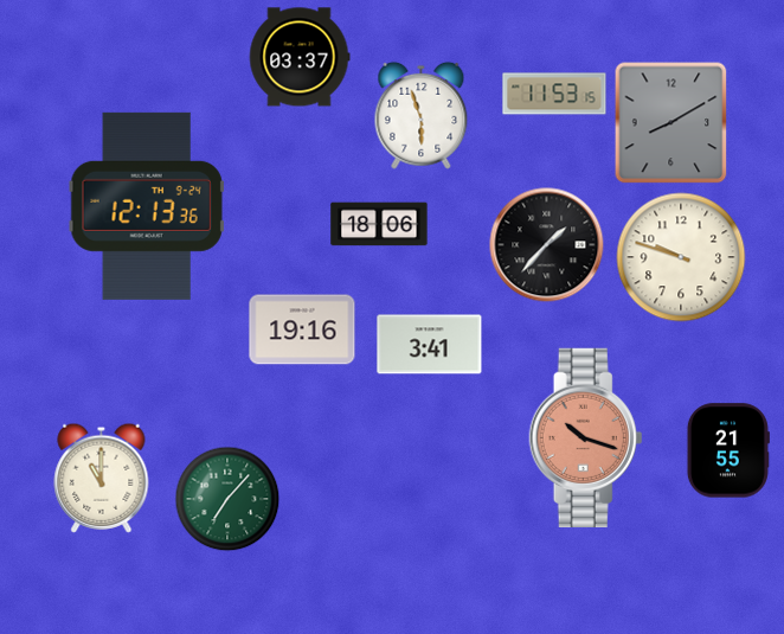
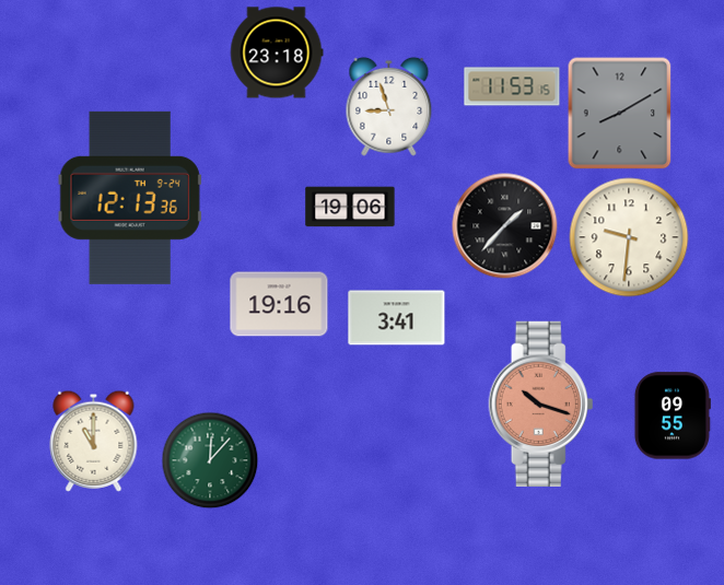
clock at (300, 57): 03:37 -> 23:18
clock at (422, 115): 5:57 -> 8:57
clock at (147, 206) position: (147, 206) -> (130, 198)
clock at (379, 224): 18:06 -> 19:06
clock at (681, 257): 9:48 -> 9:31
clock at (728, 450): 21:55 -> 09:55
clock at (227, 499): 7:07 -> 12:07
